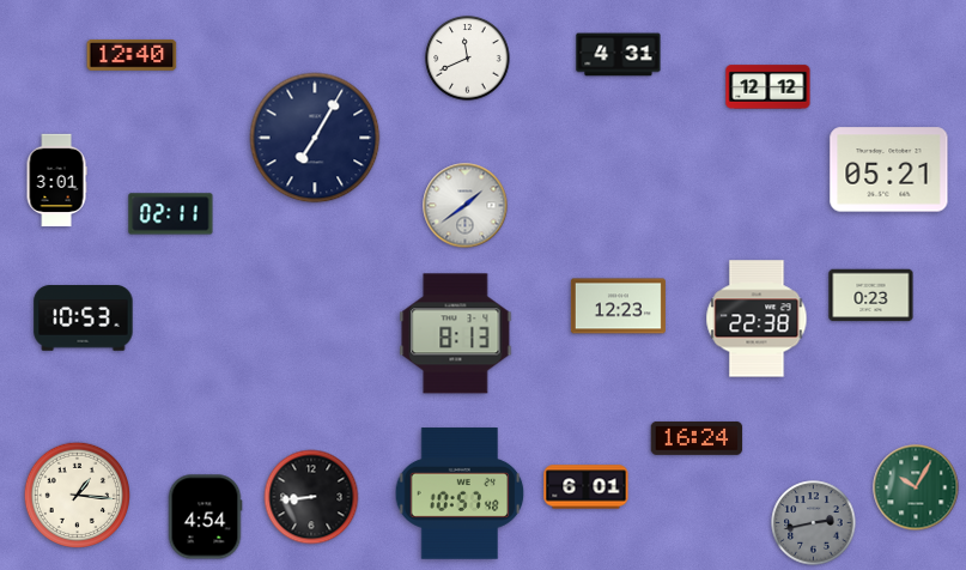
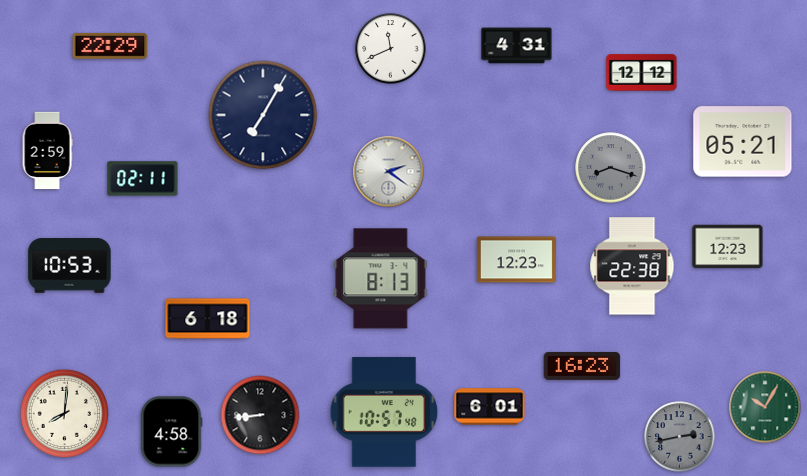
clock at (132, 55): 12:40 -> 22:29
clock at (56, 181): 3:01 -> 2:59
clock at (611, 168): none -> 8:18
clock at (466, 206): 1:39 -> 2:21
clock at (871, 296): 0:23 -> 12:23
clock at (618, 307) position: (618, 307) -> (516, 260)
clock at (208, 319): none -> 6:18
clock at (697, 438): 16:24 -> 16:23
clock at (77, 495): 1:16 -> 8:01
clock at (205, 517): 4:54 -> 4:58
